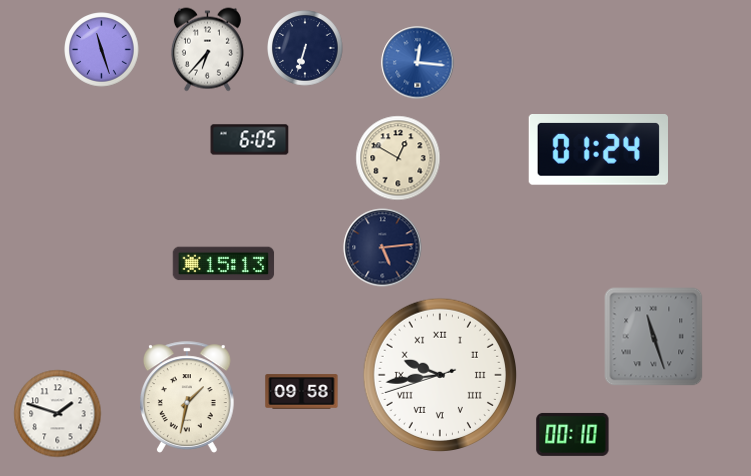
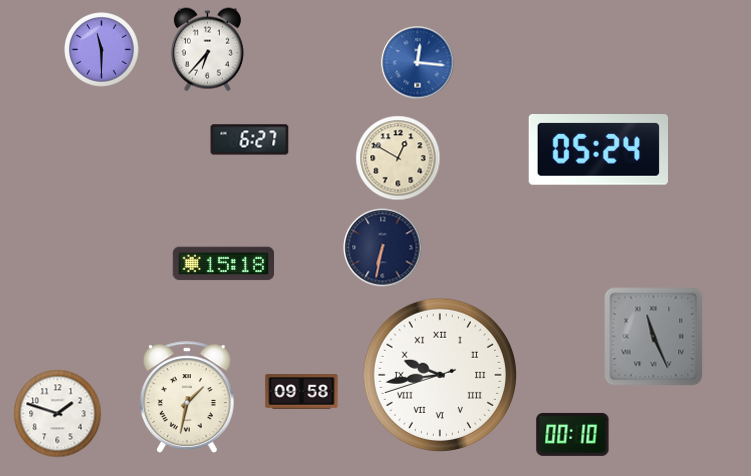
clock at (305, 48): 6:33 -> none
clock at (102, 50): 11:27 -> 11:30
clock at (250, 140): 6:05 -> 6:27
clock at (598, 150): 01:24 -> 05:24
clock at (383, 248): 5:14 -> 6:32
clock at (224, 264): 15:13 -> 15:18
clock at (654, 337): 11:27 -> 11:26
